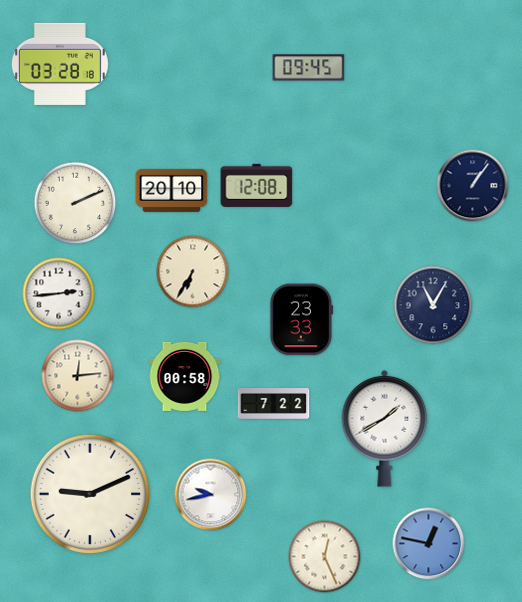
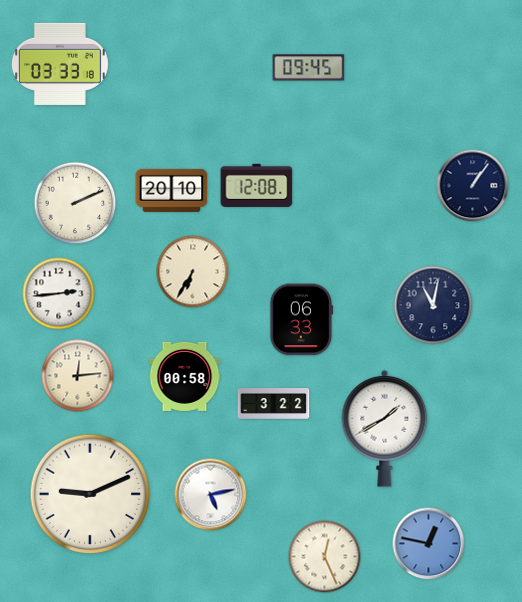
clock at (60, 64): 03:28 -> 03:33
clock at (433, 305): 11:05 -> 11:02
clock at (302, 320): 23:33 -> 06:33
clock at (274, 404): 7:22 -> 3:22
clock at (211, 495): 9:43 -> 5:13
